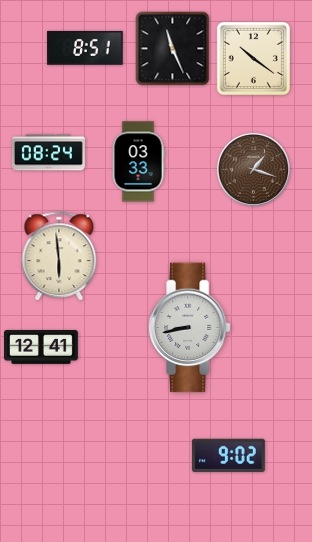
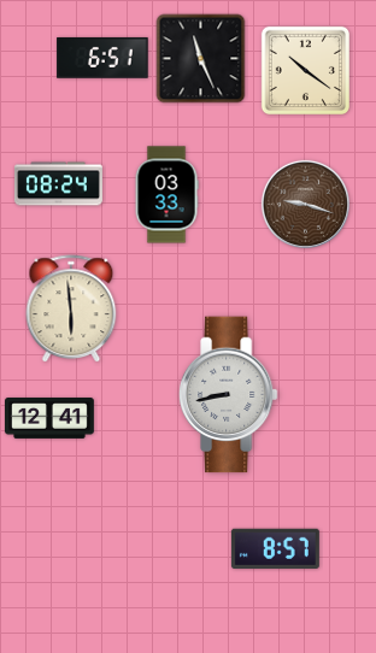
clock at (85, 48): 8:51 -> 6:51
clock at (173, 49) position: (173, 49) -> (201, 59)
clock at (253, 169): 1:18 -> 9:18
clock at (228, 455): 9:02 -> 8:57
